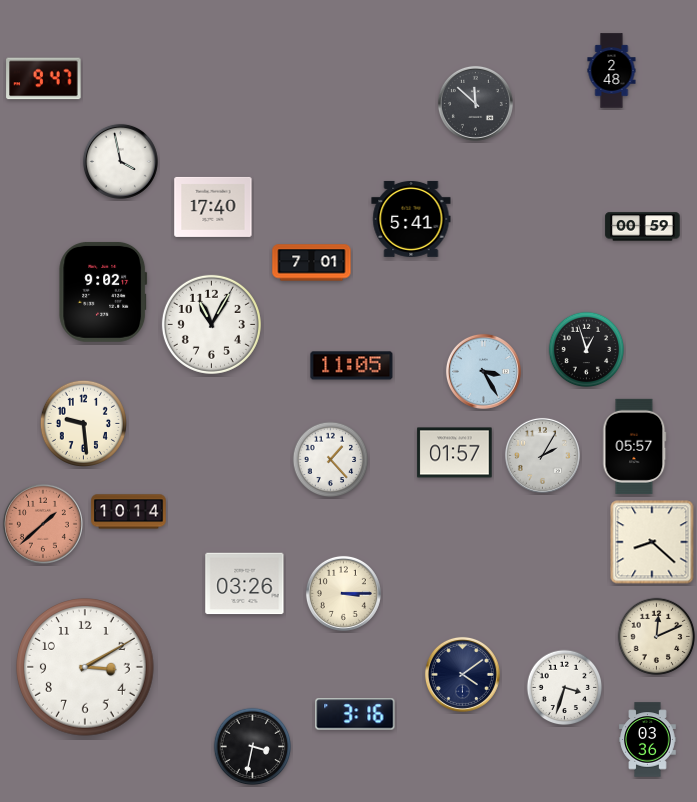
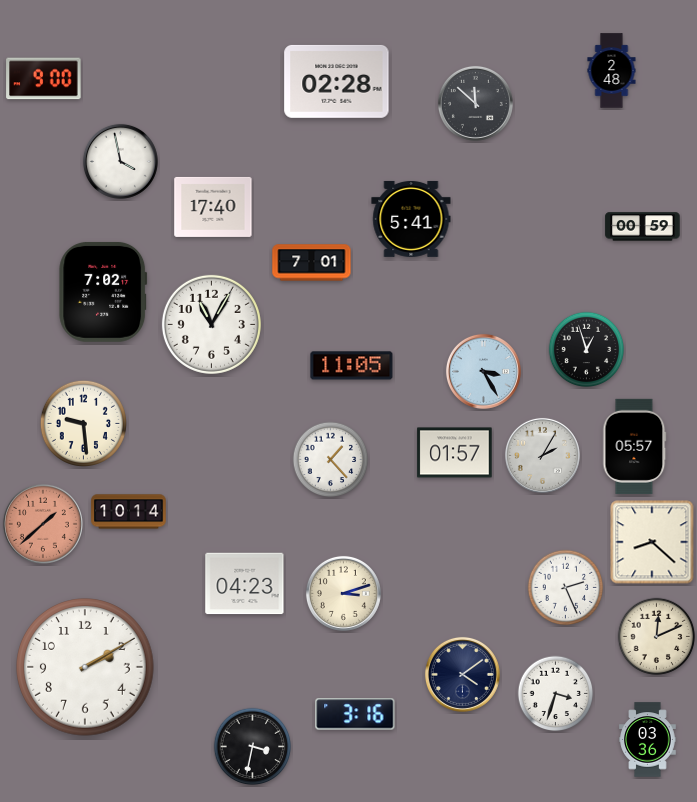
clock at (44, 79): 9:47 -> 9:00
clock at (337, 81): none -> 02:28
clock at (103, 292): 9:02 -> 7:02
clock at (245, 584): 03:26 -> 04:23
clock at (566, 588): none -> 2:26
clock at (343, 593): 3:15 -> 3:12
clock at (85, 667): 3:10 -> 2:10
clock at (565, 688) position: (565, 688) -> (556, 694)
